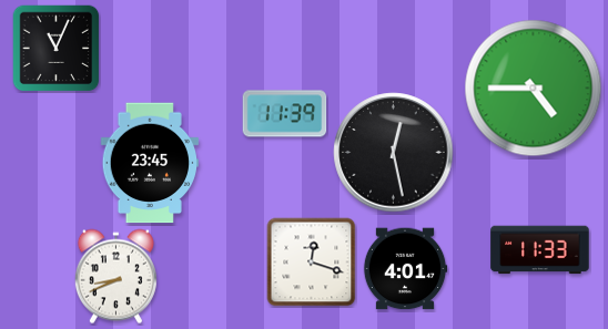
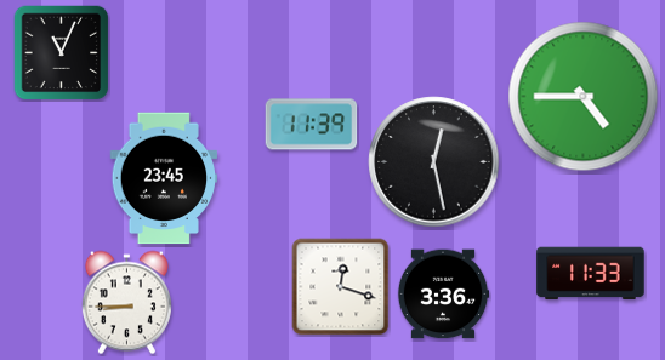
clock at (394, 153) position: (394, 153) -> (434, 162)
clock at (405, 269): 4:01 -> 3:36
clock at (115, 277): 8:41 -> 8:45
